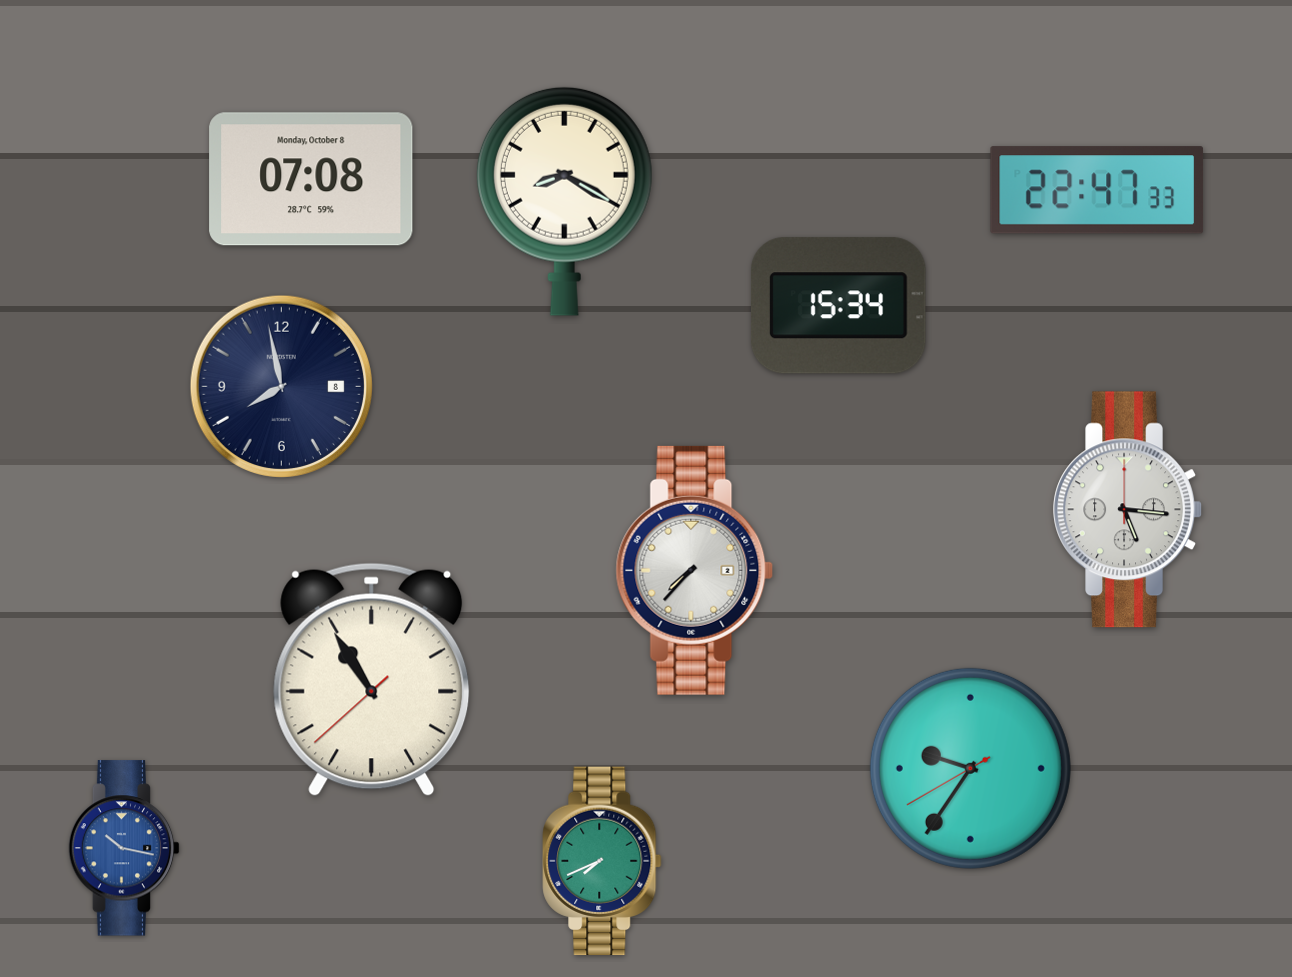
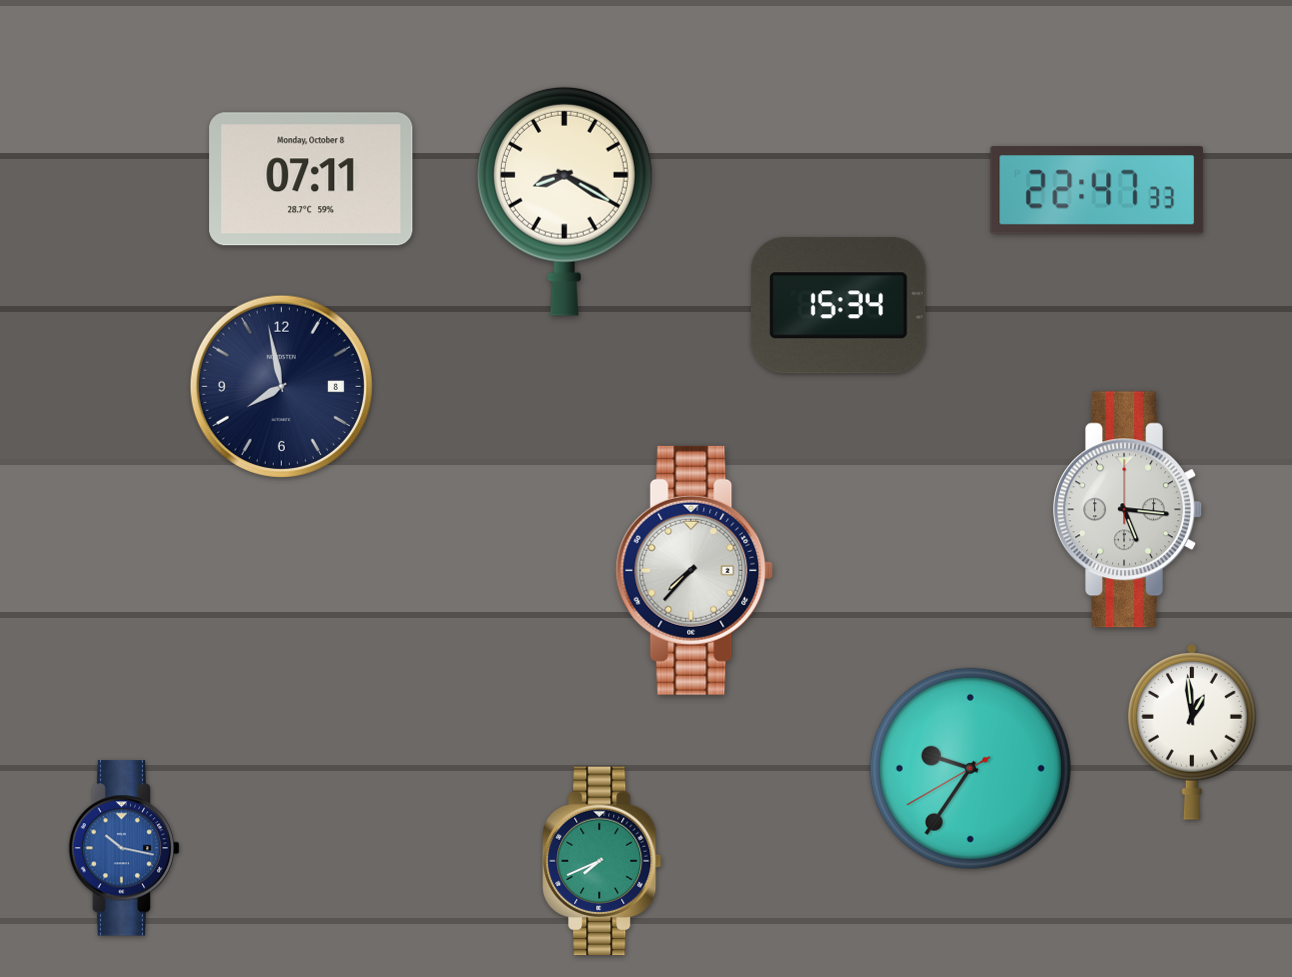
clock at (311, 179): 07:08 -> 07:11
clock at (372, 679): 10:54 -> none
clock at (1193, 733): none -> 12:59
